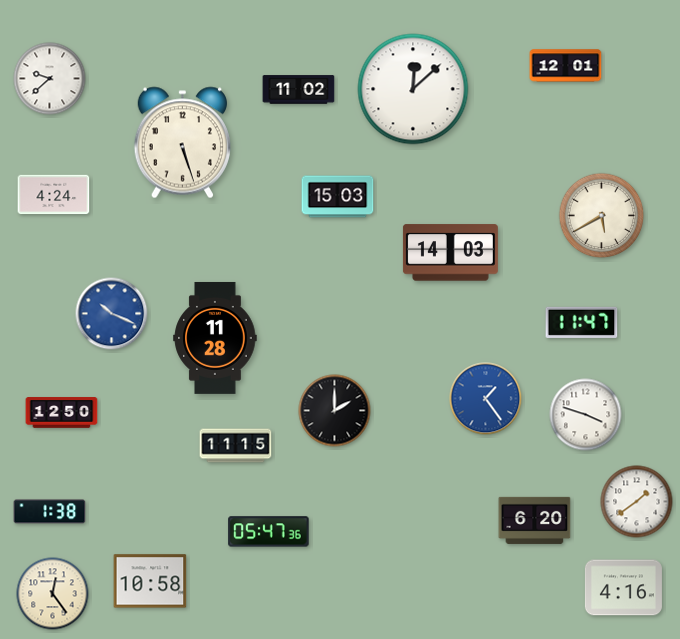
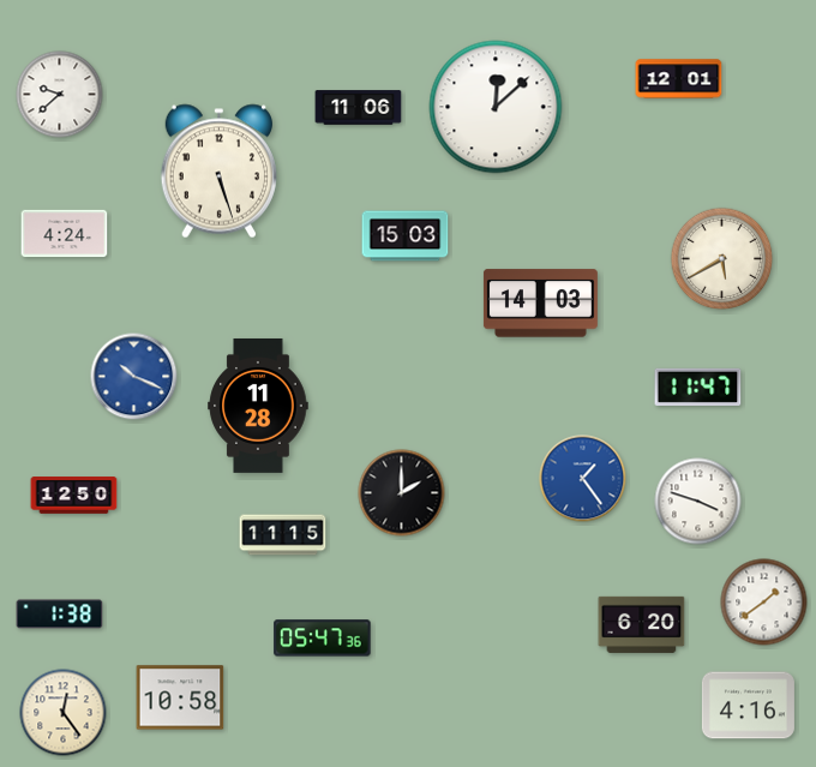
clock at (299, 90): 11:02 -> 11:06
clock at (586, 415) position: (586, 415) -> (698, 502)
